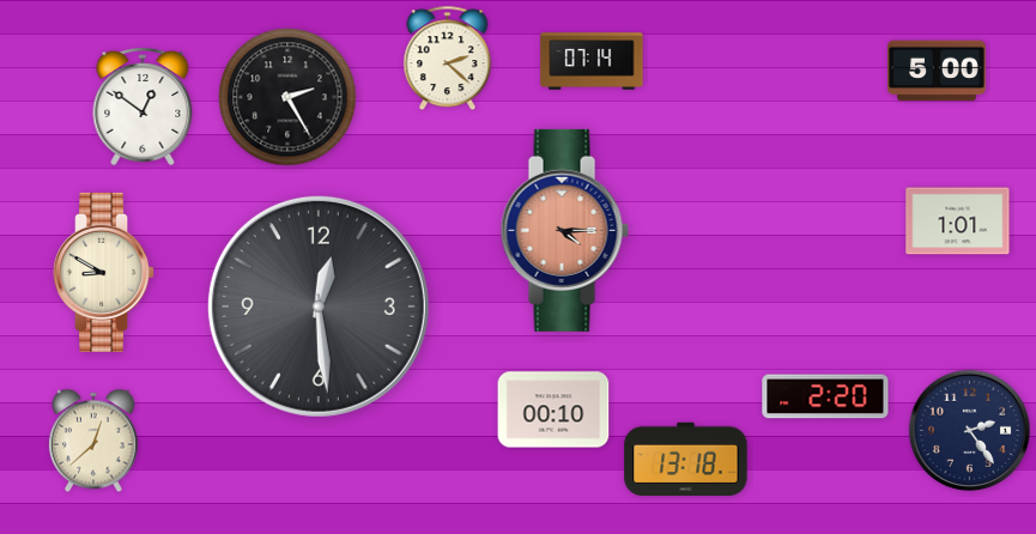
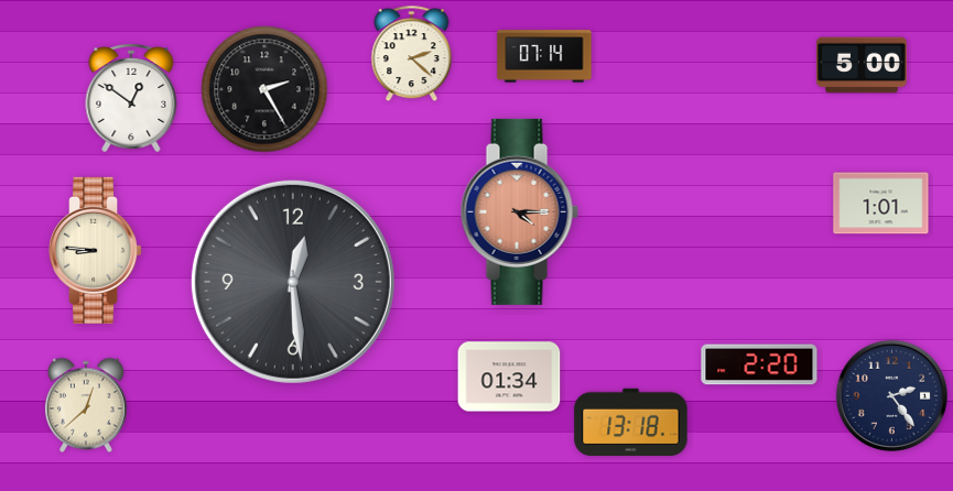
clock at (104, 272): 8:50 -> 8:46
clock at (553, 409): 00:10 -> 01:34
